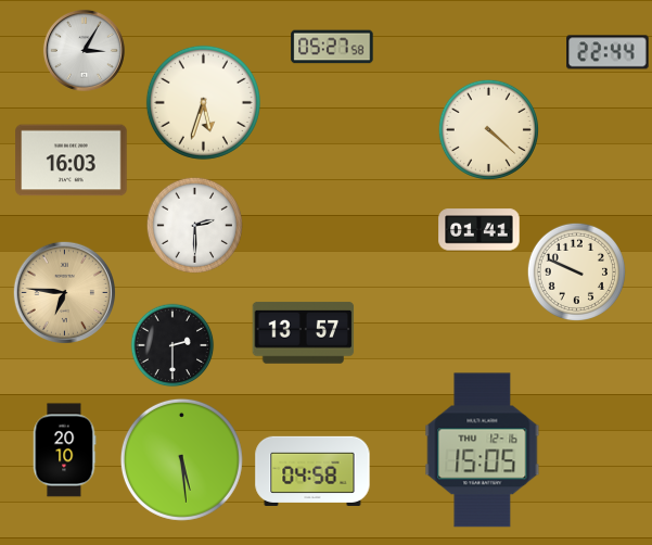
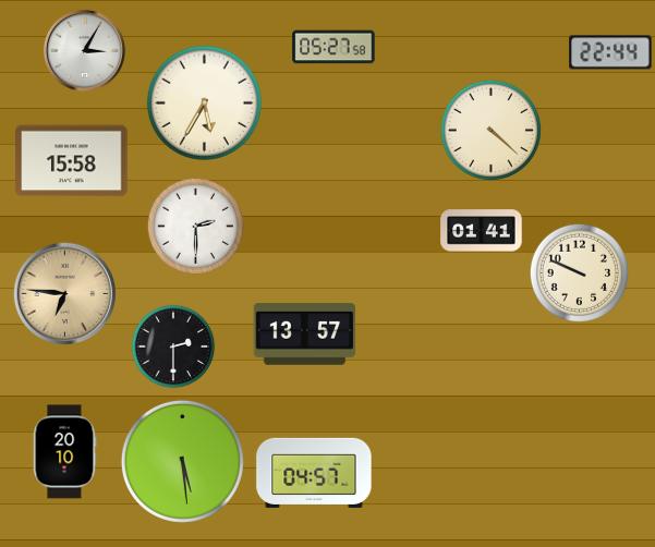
clock at (203, 102): 5:33 -> 5:35
clock at (72, 161): 16:03 -> 15:58
clock at (483, 451): 15:05 -> none
clock at (312, 471): 04:58 -> 04:57
